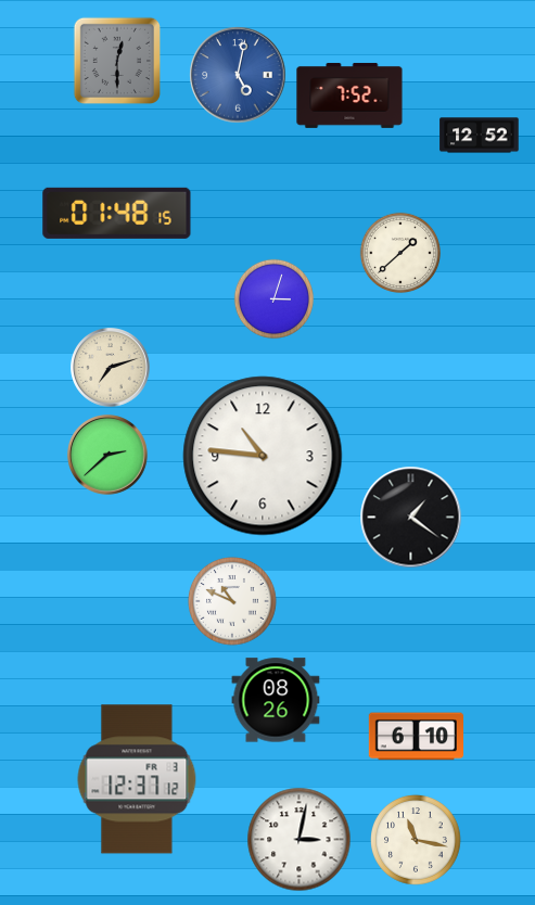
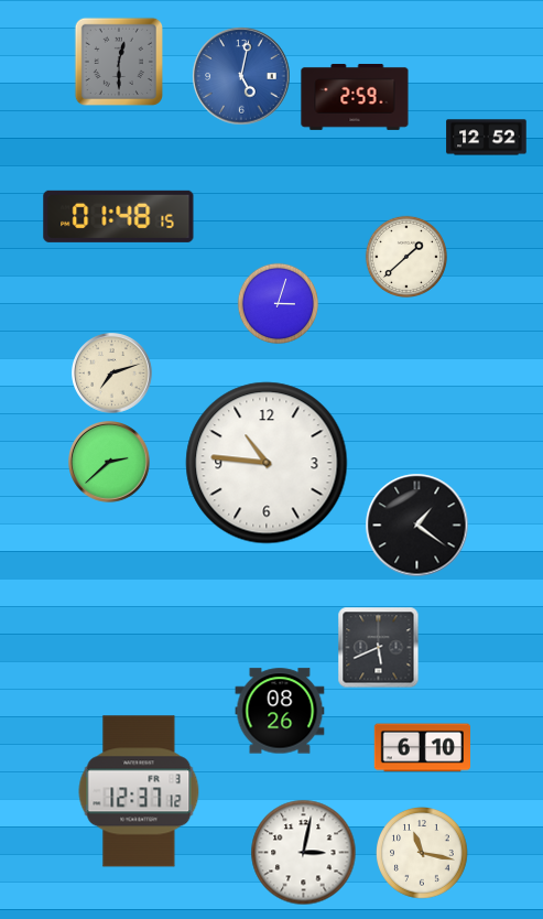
clock at (349, 95): 7:52 -> 2:59
clock at (233, 602): 10:49 -> none
clock at (379, 648): none -> 5:41
